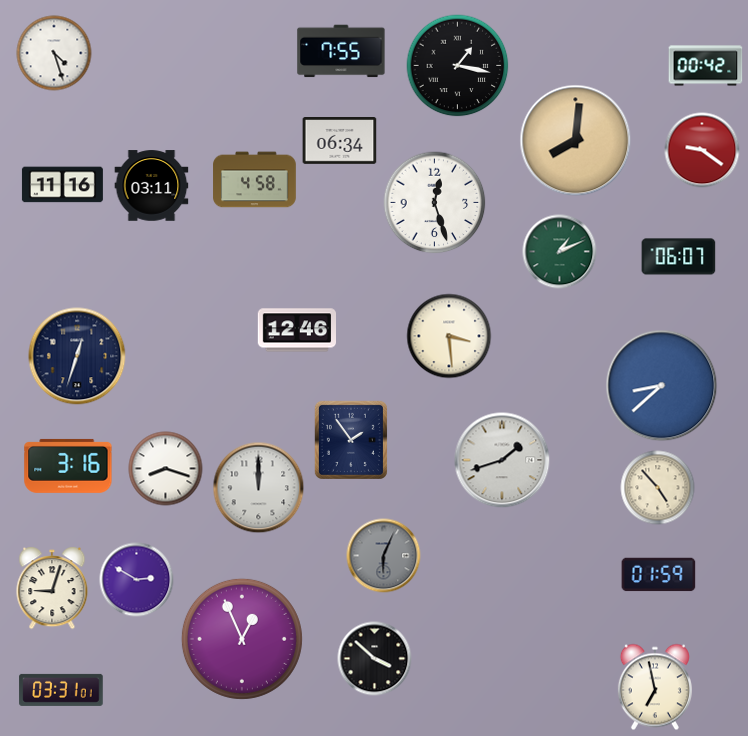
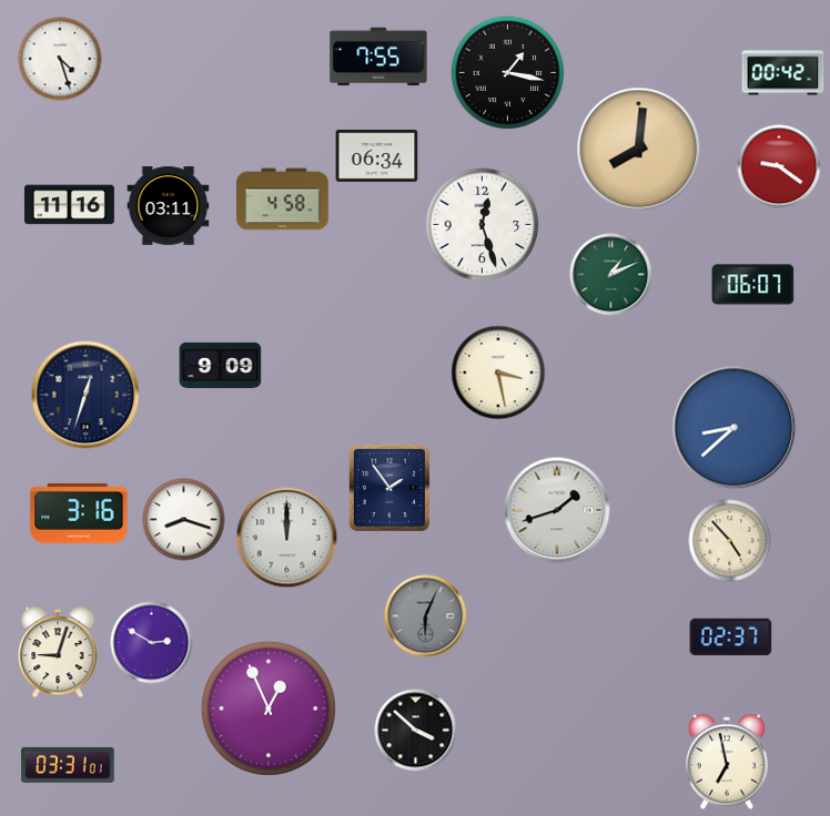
clock at (576, 141) position: (576, 141) -> (639, 150)
clock at (560, 252) position: (560, 252) -> (611, 275)
clock at (221, 365): none -> 9:09
clock at (296, 330): 12:46 -> none
clock at (449, 336): 3:29 -> 3:28
clock at (68, 466) position: (68, 466) -> (79, 513)
clock at (259, 488) position: (259, 488) -> (287, 538)
clock at (659, 575): 01:59 -> 02:37
